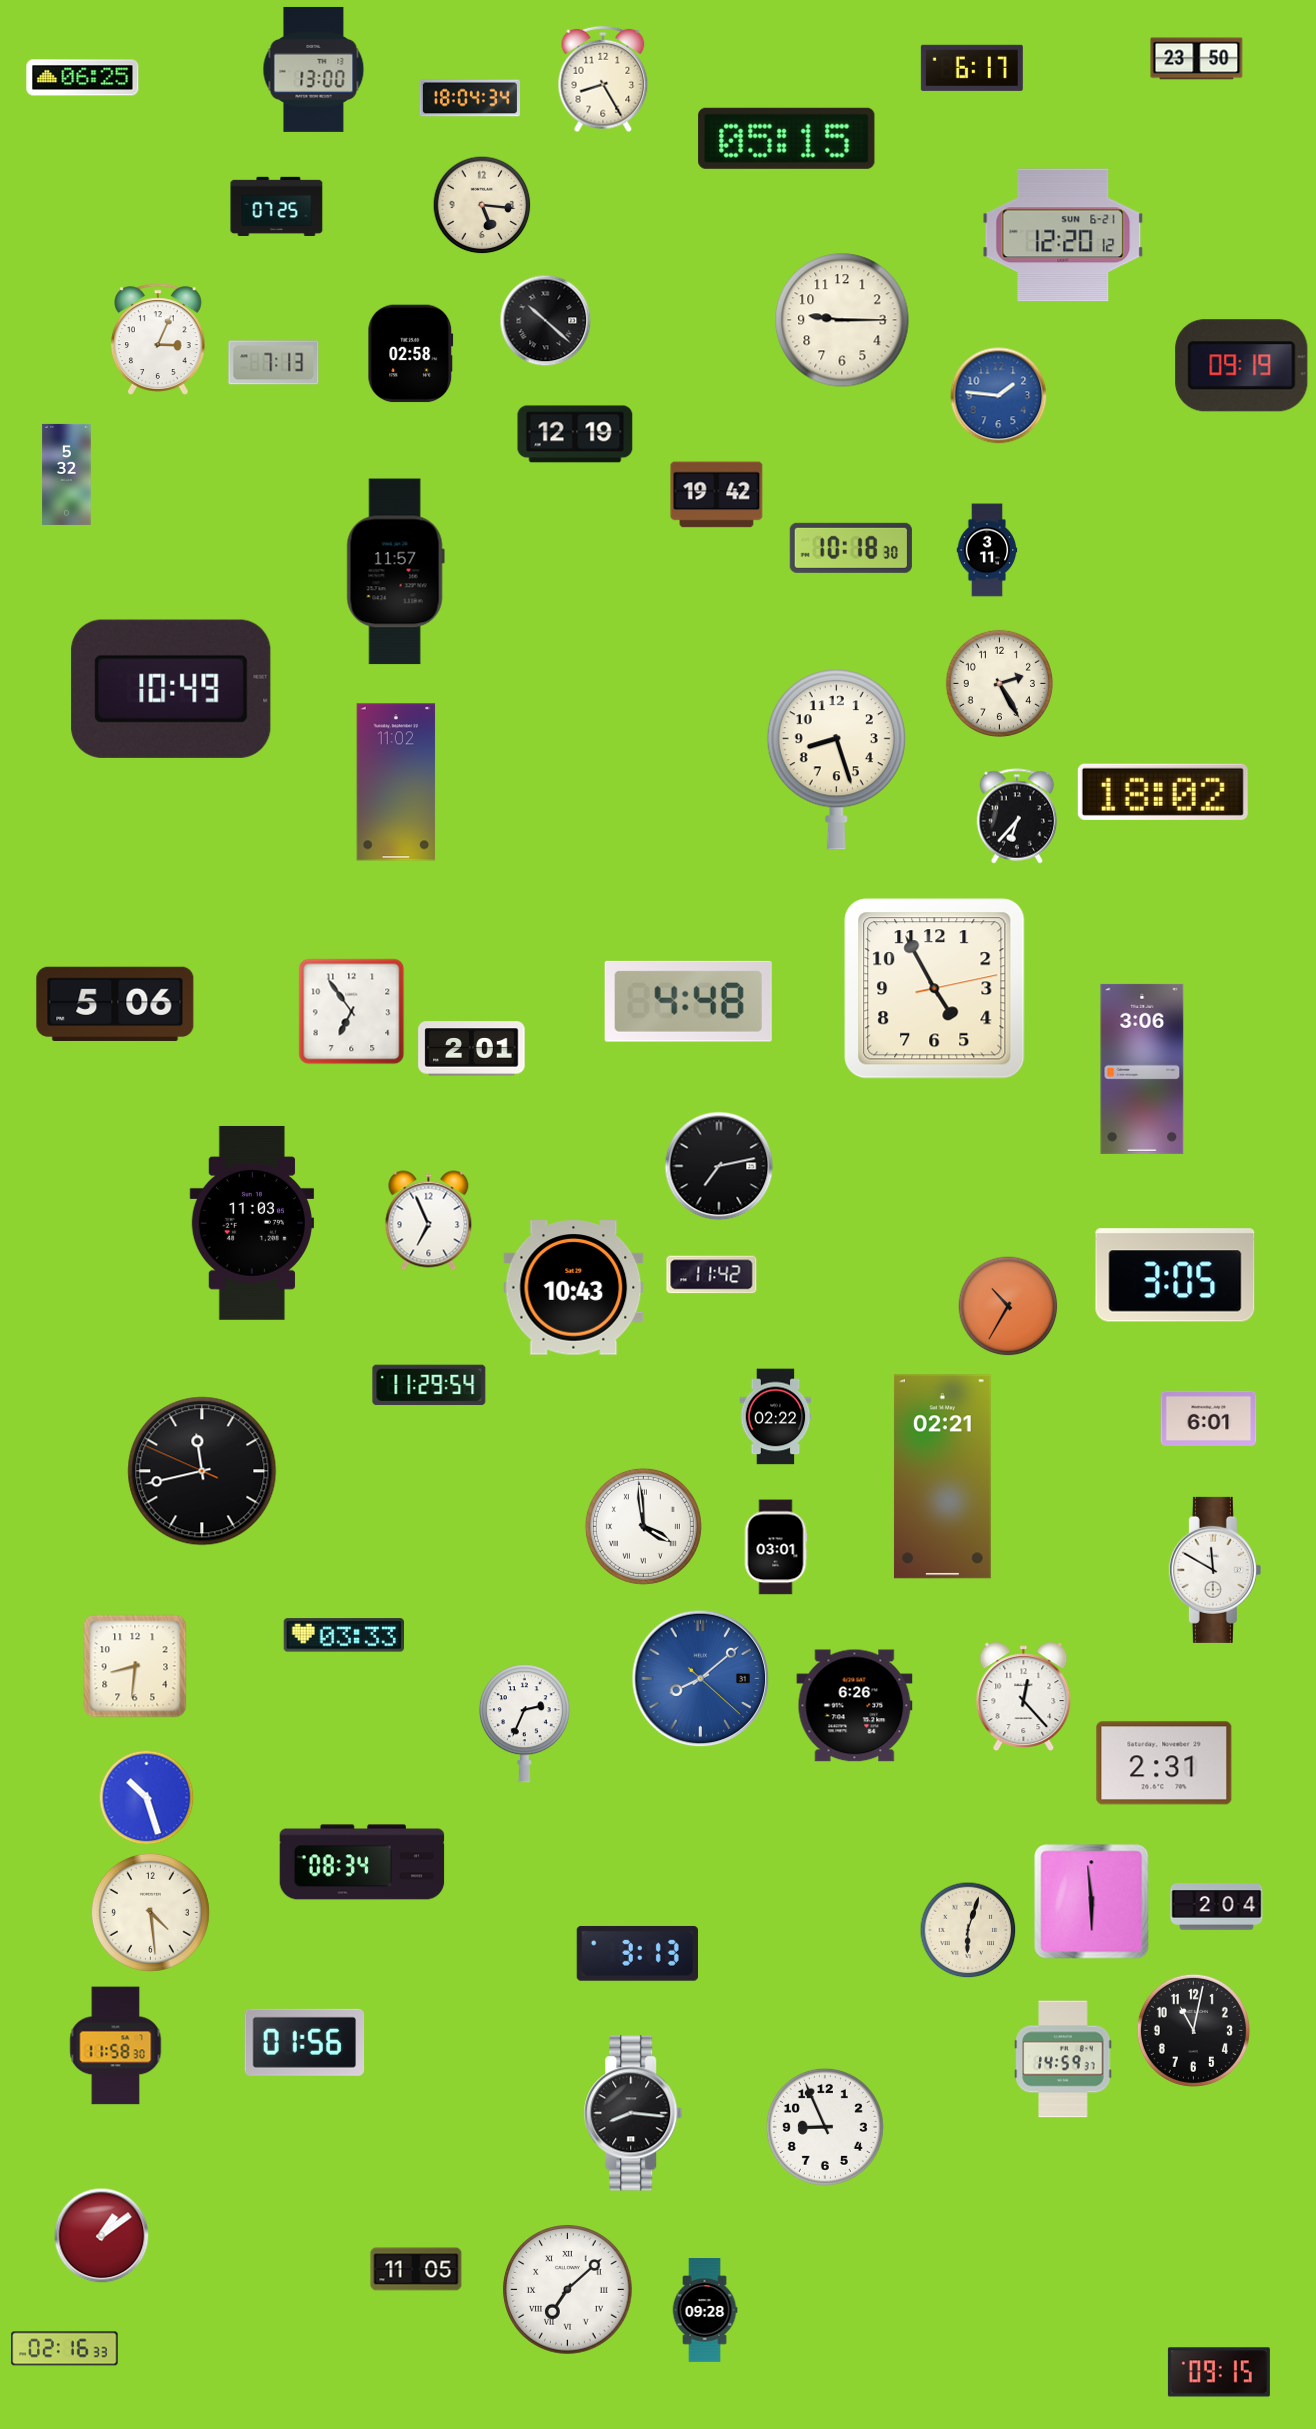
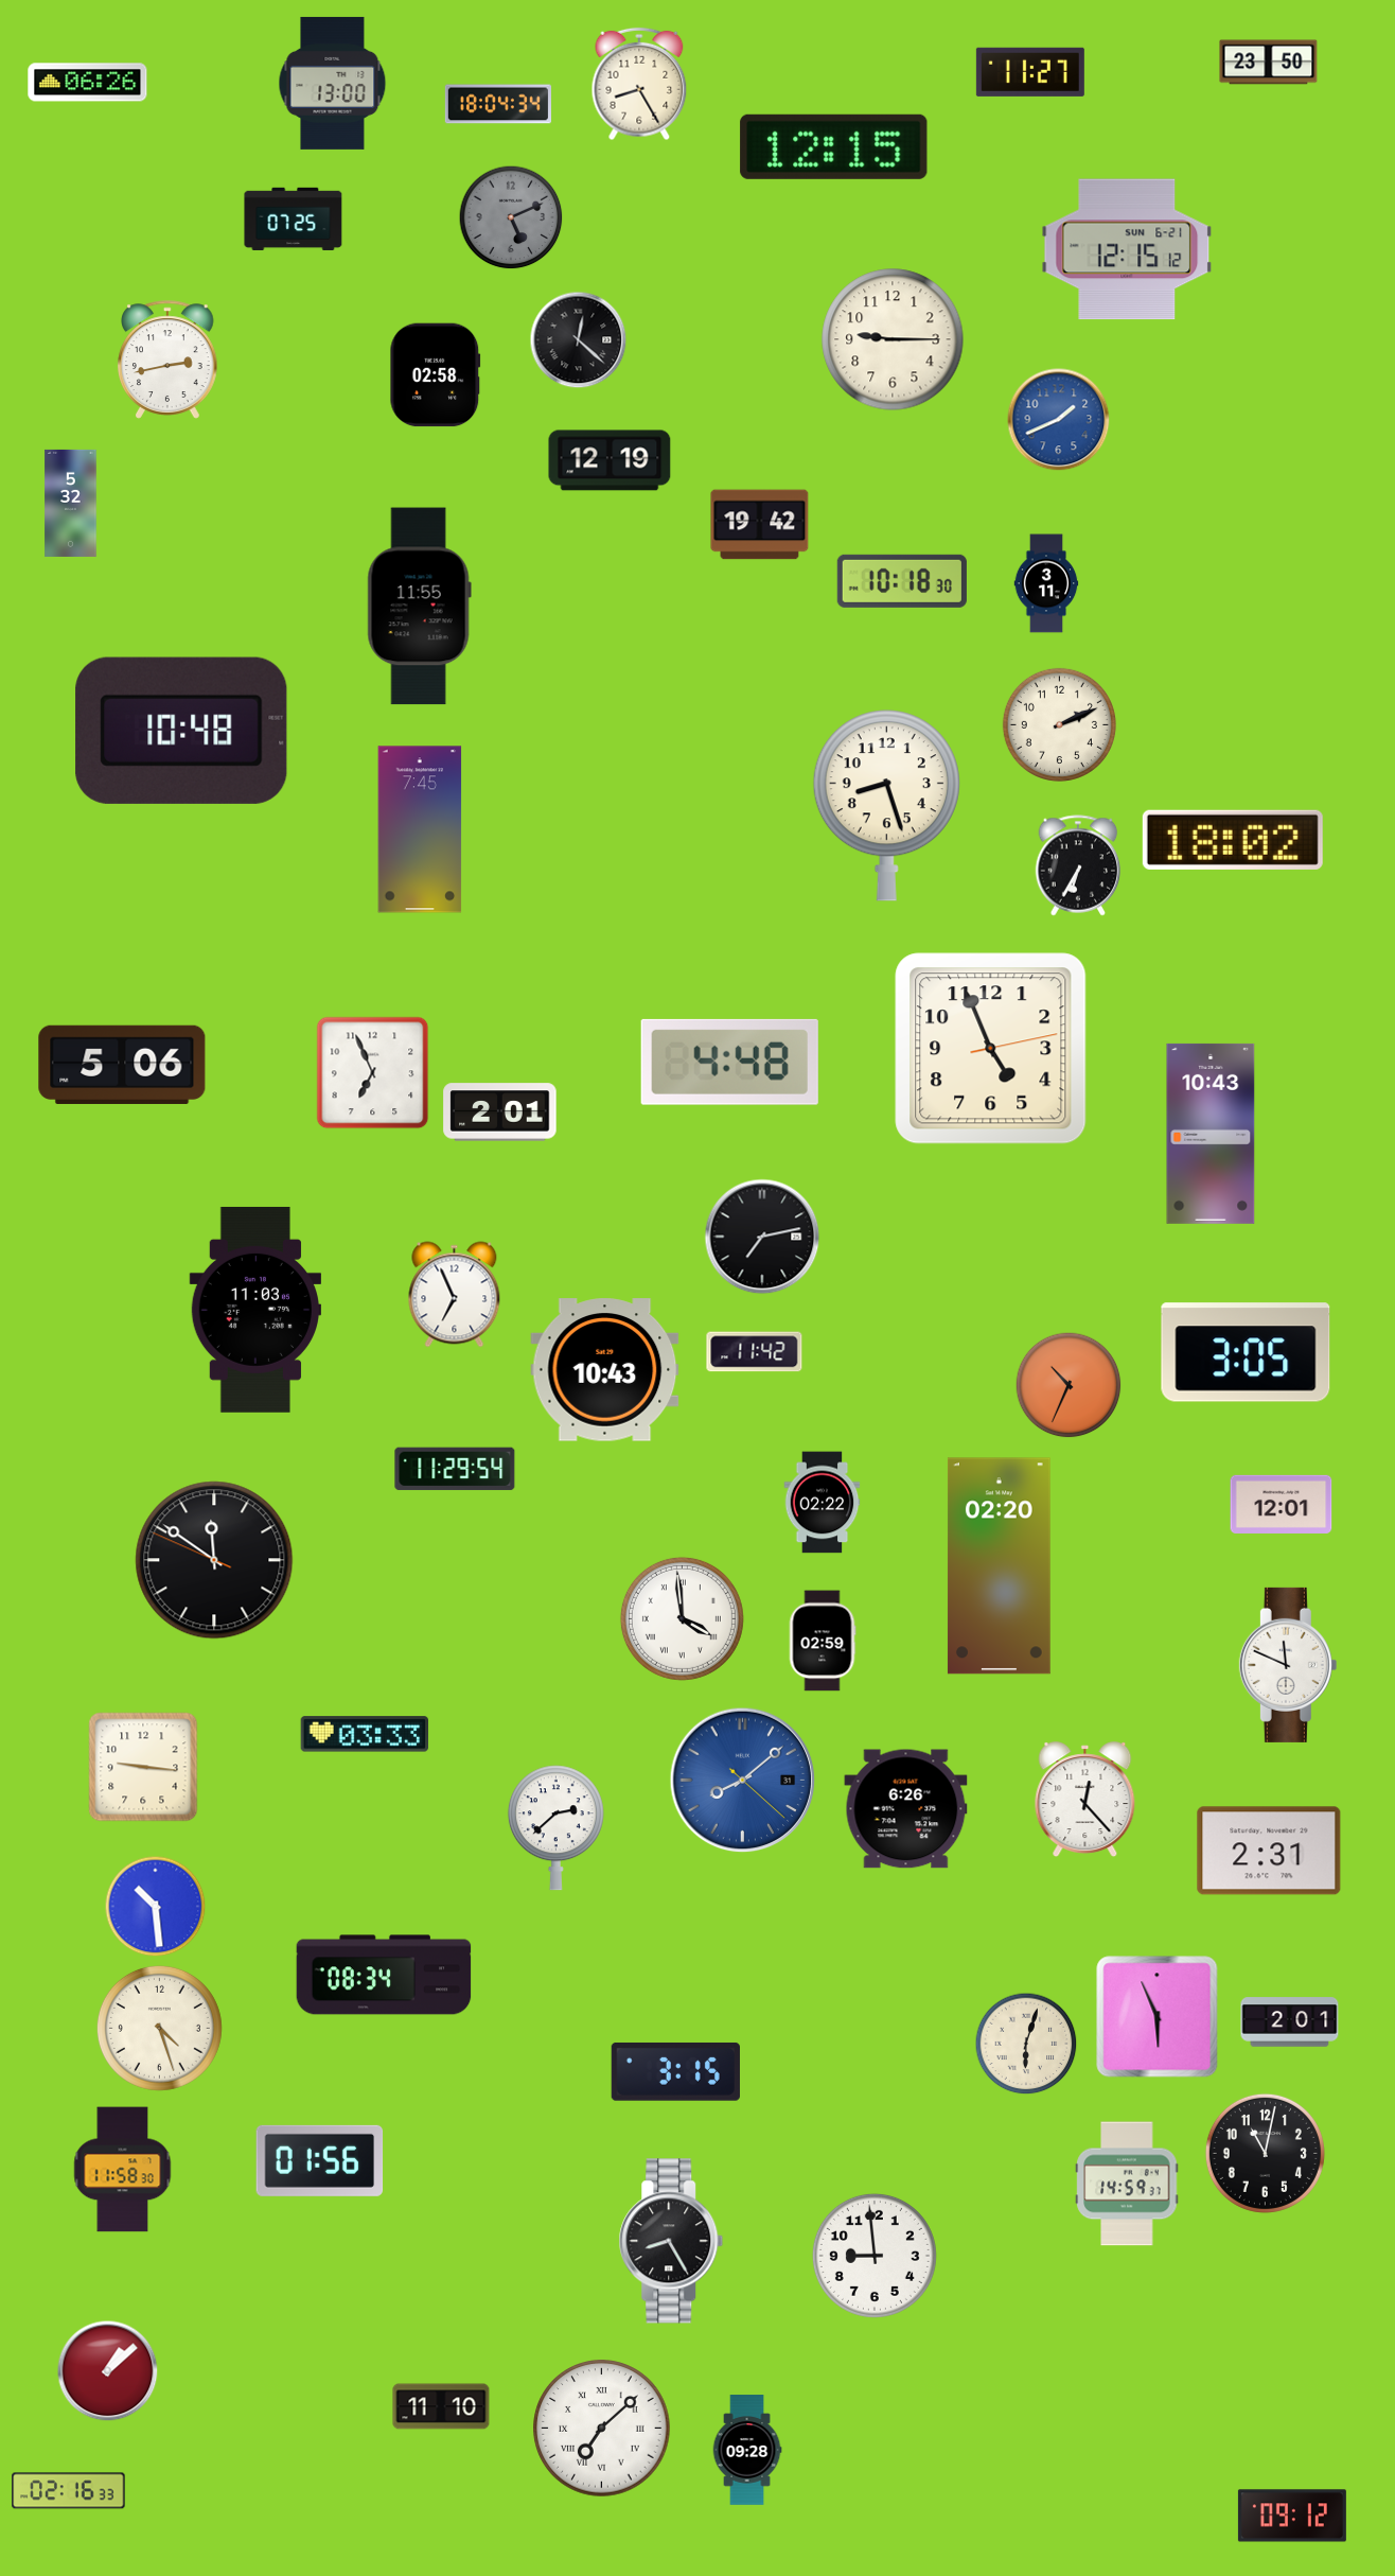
clock at (972, 68): 6:17 -> 11:27
clock at (314, 69) position: (314, 69) -> (333, 83)
clock at (83, 78): 06:25 -> 06:26
clock at (787, 138): 05:15 -> 12:15
clock at (482, 205): 5:16 -> 5:11
clock at (482, 205) dial: cream -> grey
clock at (1063, 235): 12:20 -> 12:15
clock at (546, 321): 10:22 -> 12:22
clock at (159, 339): 3:04 -> 2:43
clock at (274, 363): 7:13 -> none
clock at (1242, 366): 09:19 -> none
clock at (999, 396): 1:46 -> 1:41
clock at (395, 572): 11:57 -> 11:55
clock at (999, 683): 2:25 -> 2:11
clock at (171, 689): 10:49 -> 10:48
clock at (396, 782): 11:02 -> 7:45
clock at (1017, 816): 6:37 -> 6:35
clock at (935, 989): 4:55 -> 4:56
clock at (352, 1012): 6:54 -> 6:56
clock at (1142, 1069): 3:06 -> 10:43
clock at (251, 1223) position: (251, 1223) -> (254, 1310)
clock at (574, 1288) position: (574, 1288) -> (605, 1370)
clock at (1008, 1306): 10:35 -> 10:34
clock at (1209, 1418): 6:01 -> 12:01
clock at (202, 1471): 11:42 -> 11:50
clock at (942, 1477): 02:21 -> 02:20
clock at (776, 1547): 03:01 -> 02:59
clock at (1215, 1570): 11:50 -> 11:49
clock at (135, 1666): 8:31 -> 9:16
clock at (524, 1724): 2:34 -> 2:38
clock at (1164, 1763) position: (1164, 1763) -> (1269, 1851)
clock at (147, 1798): 10:27 -> 10:29
clock at (1092, 1902): 5:59 -> 5:56
clock at (1217, 1907): 2:04 -> 2:01
clock at (150, 1912): 4:29 -> 4:27
clock at (968, 1930) position: (968, 1930) -> (1026, 2044)
clock at (637, 1953): 3:13 -> 3:15
clock at (305, 2042) position: (305, 2042) -> (320, 2160)
clock at (633, 2113): 8:16 -> 8:25
clock at (825, 2127): 8:56 -> 8:59
clock at (102, 2236): 1:09 -> 1:08
clock at (416, 2269): 11:05 -> 11:10
clock at (1219, 2372): 09:15 -> 09:12
